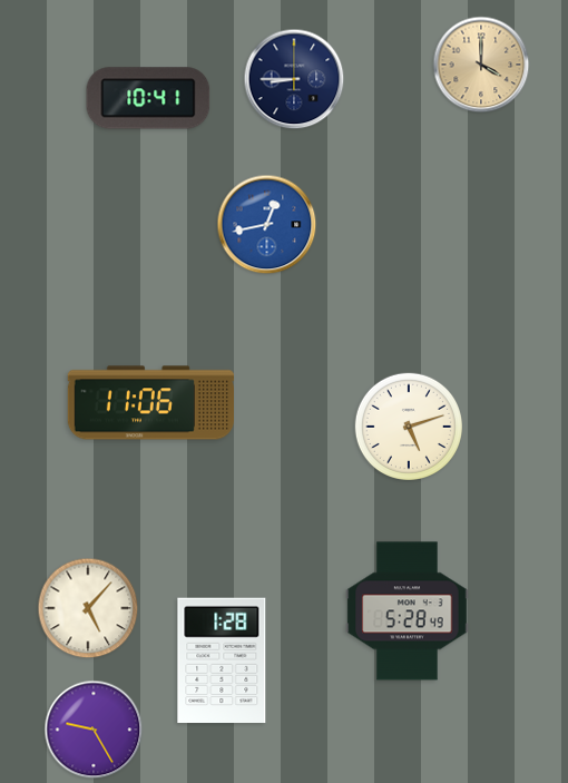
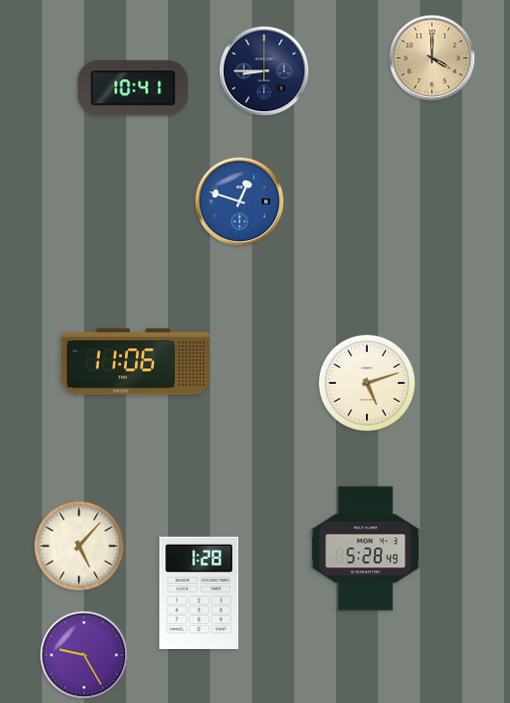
clock at (267, 225): 12:43 -> 12:48
